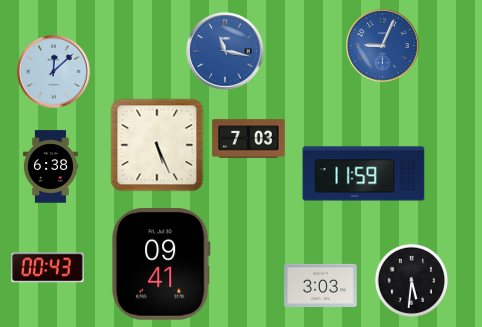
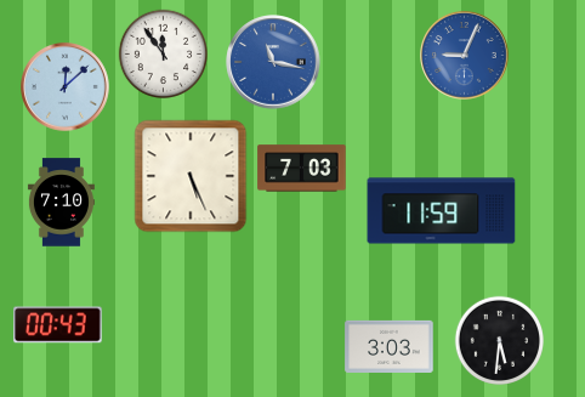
clock at (163, 53): none -> 11:54
clock at (50, 167): 6:38 -> 7:10
clock at (161, 265): 09:41 -> none
